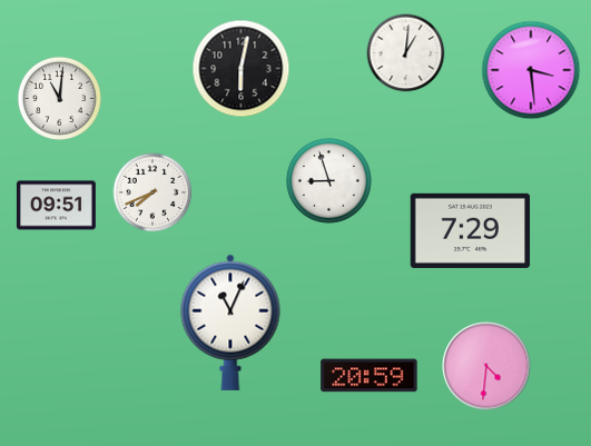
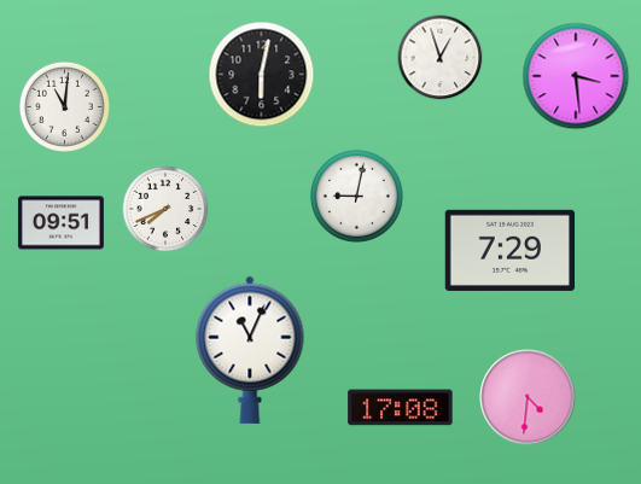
clock at (406, 53): 1:01 -> 12:57
clock at (329, 181): 8:57 -> 9:02
clock at (370, 376): 20:59 -> 17:08
